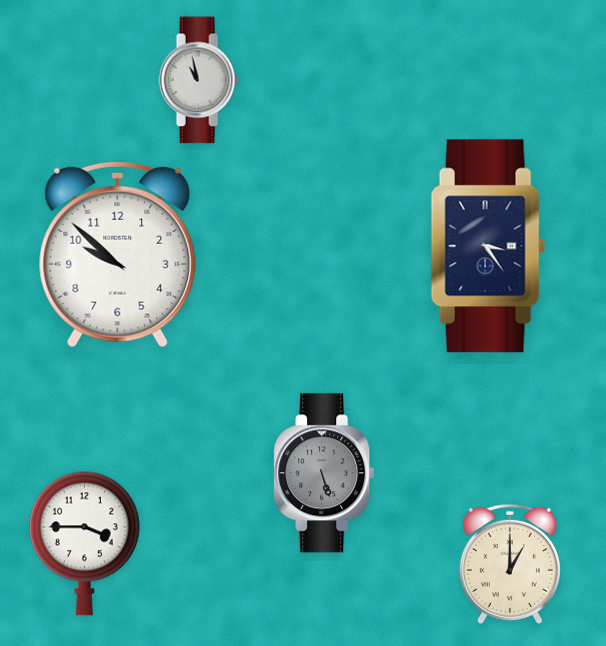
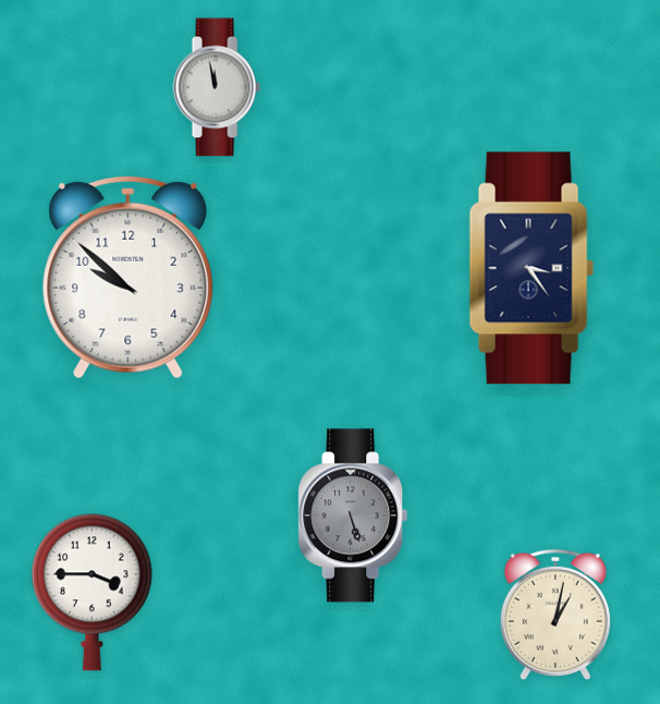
clock at (199, 80): 10:58 -> 11:58
clock at (510, 564): 1:00 -> 1:02
